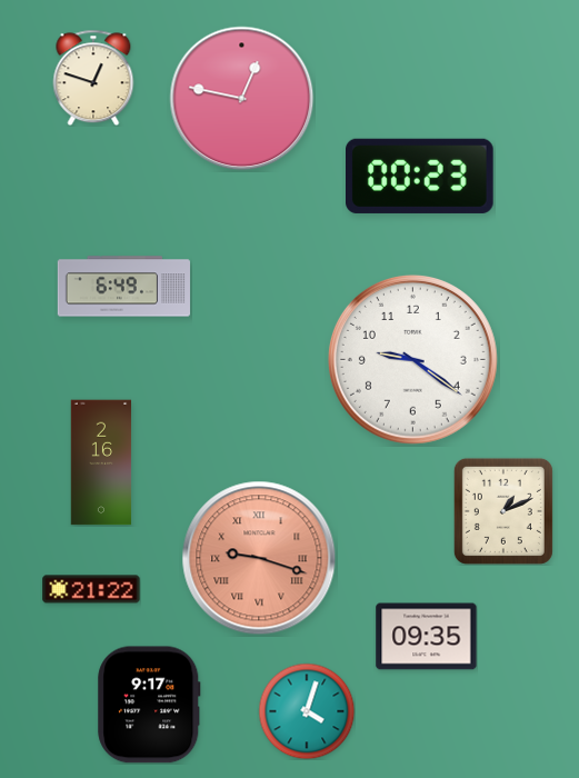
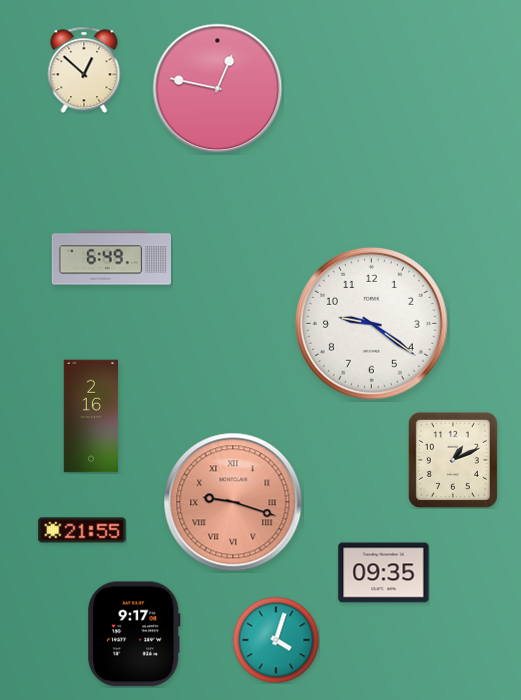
clock at (93, 78): 12:48 -> 12:52
clock at (420, 176): 00:23 -> none
clock at (91, 589): 21:22 -> 21:55
